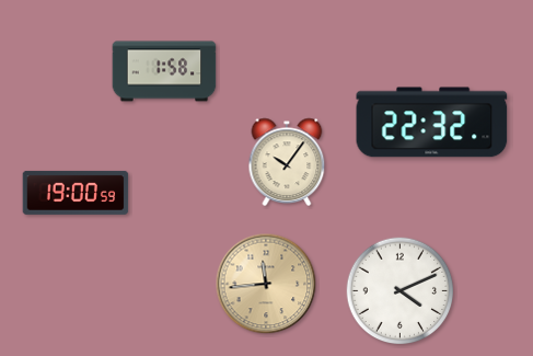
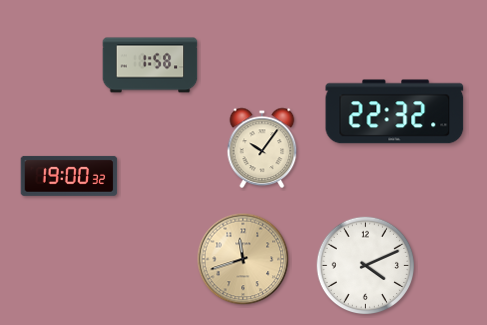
clock at (76, 193): 19:00:59 -> 19:00:32
clock at (266, 284): 11:44 -> 11:42
